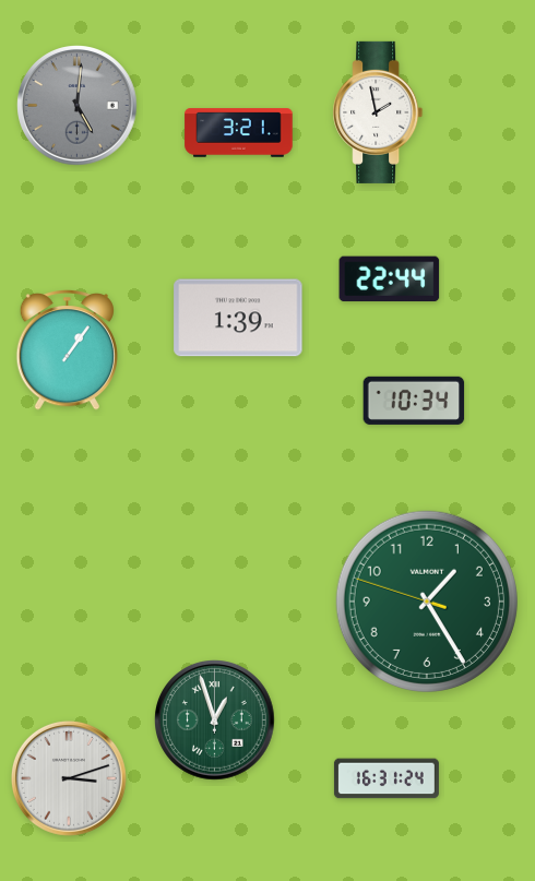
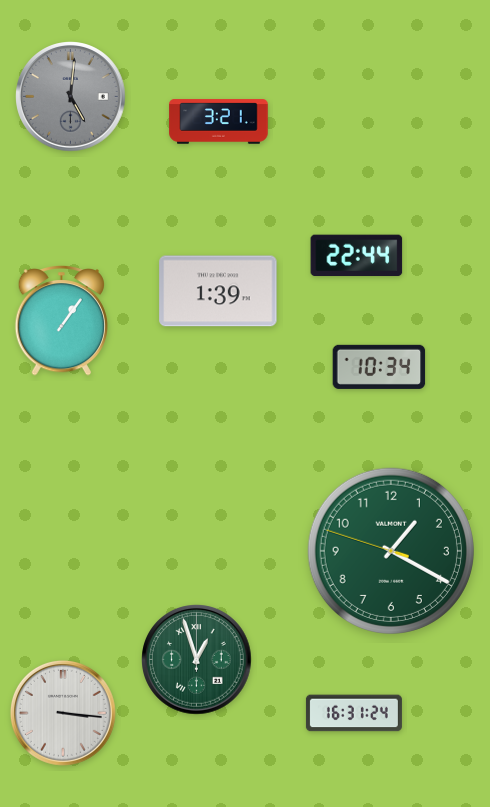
clock at (378, 112): 1:58 -> none
clock at (427, 602): 1:24 -> 1:19
clock at (69, 778): 3:12 -> 3:16
